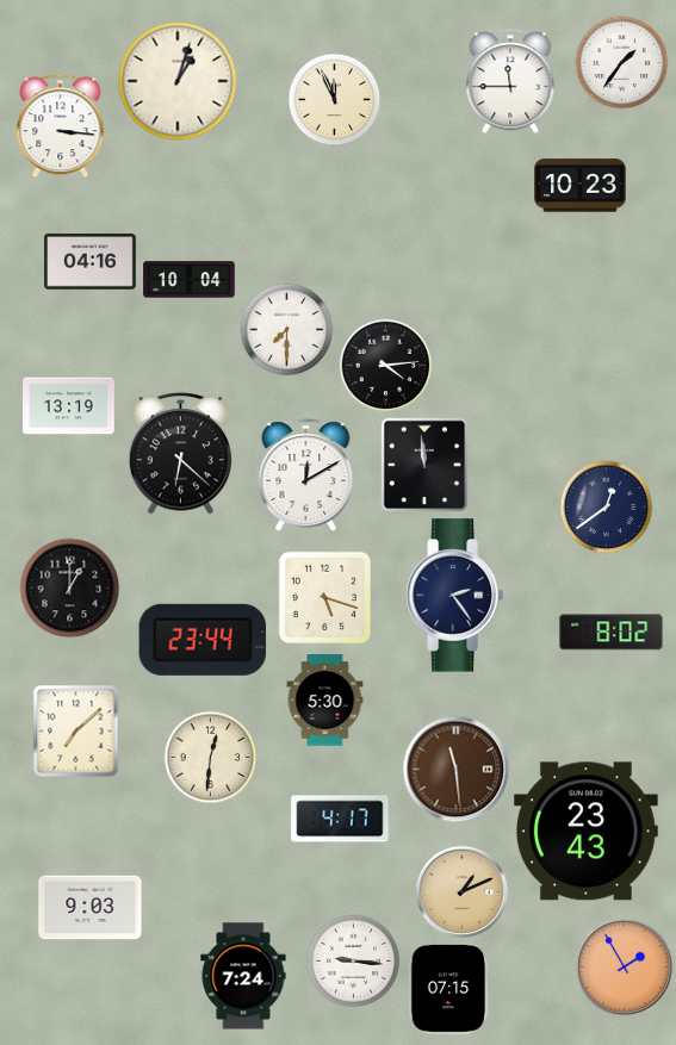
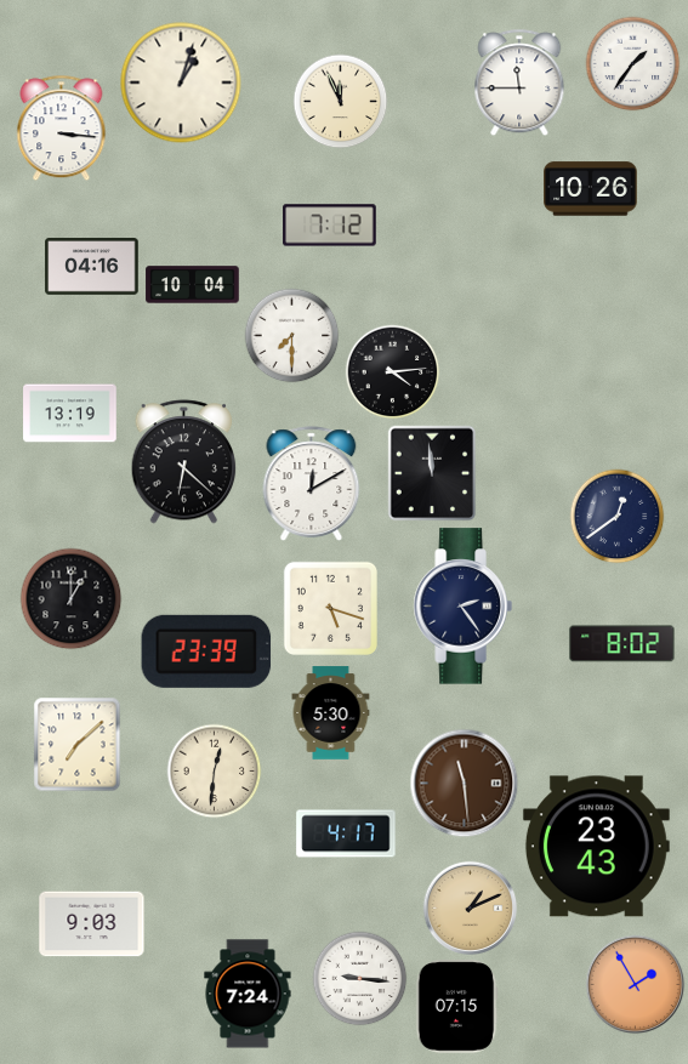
clock at (581, 186): 10:23 -> 10:26
clock at (330, 226): none -> 7:12
clock at (203, 640): 23:44 -> 23:39
